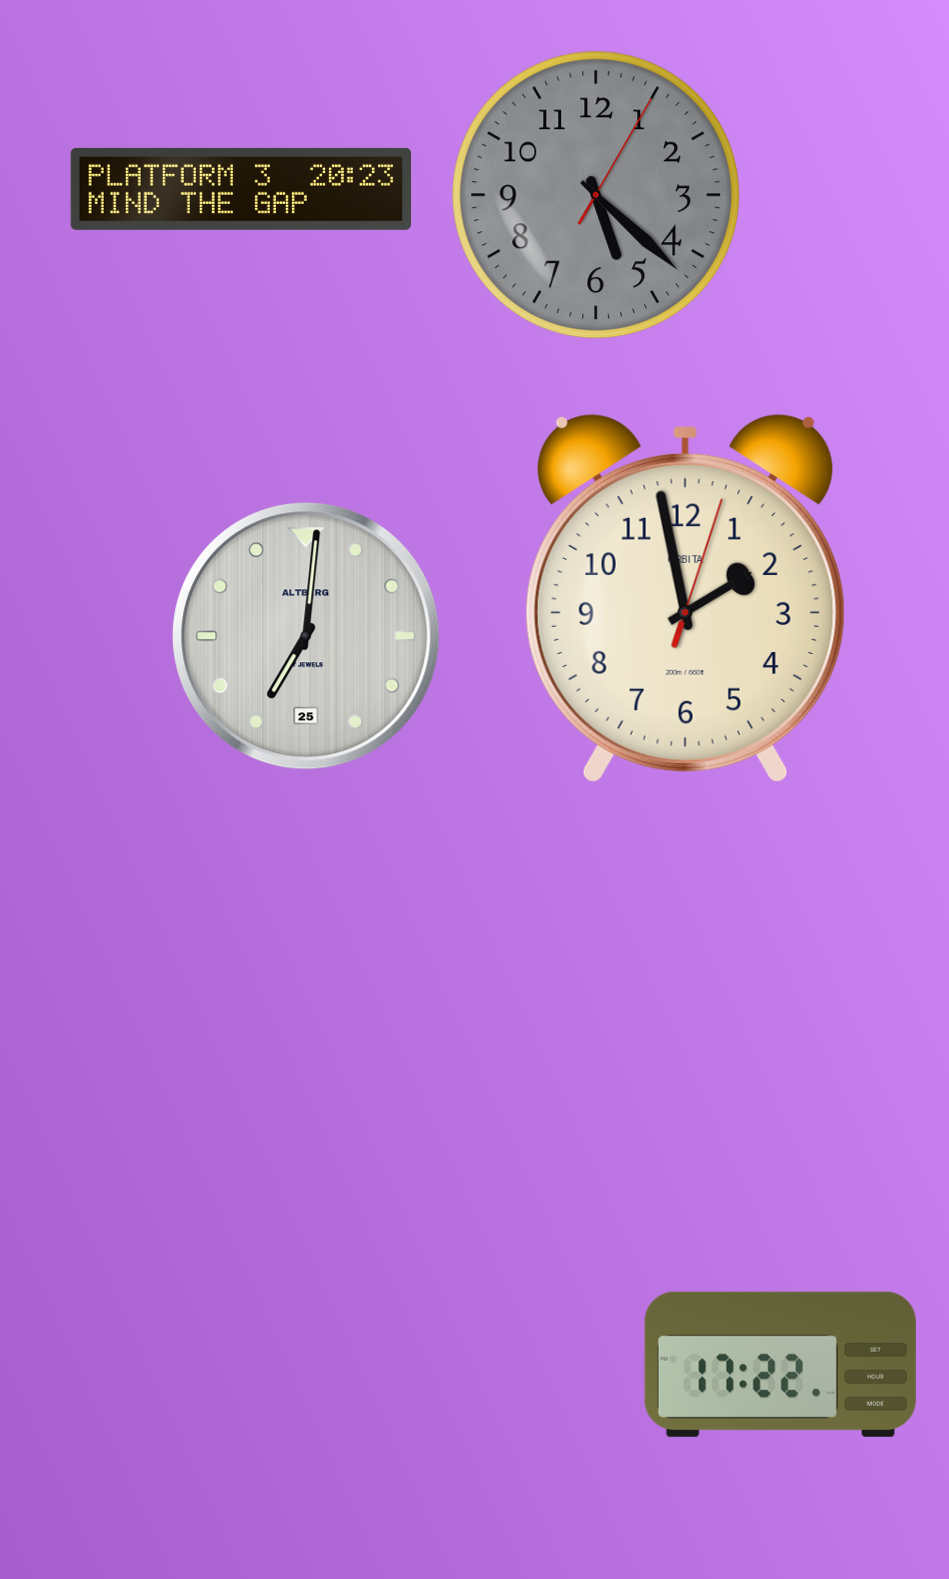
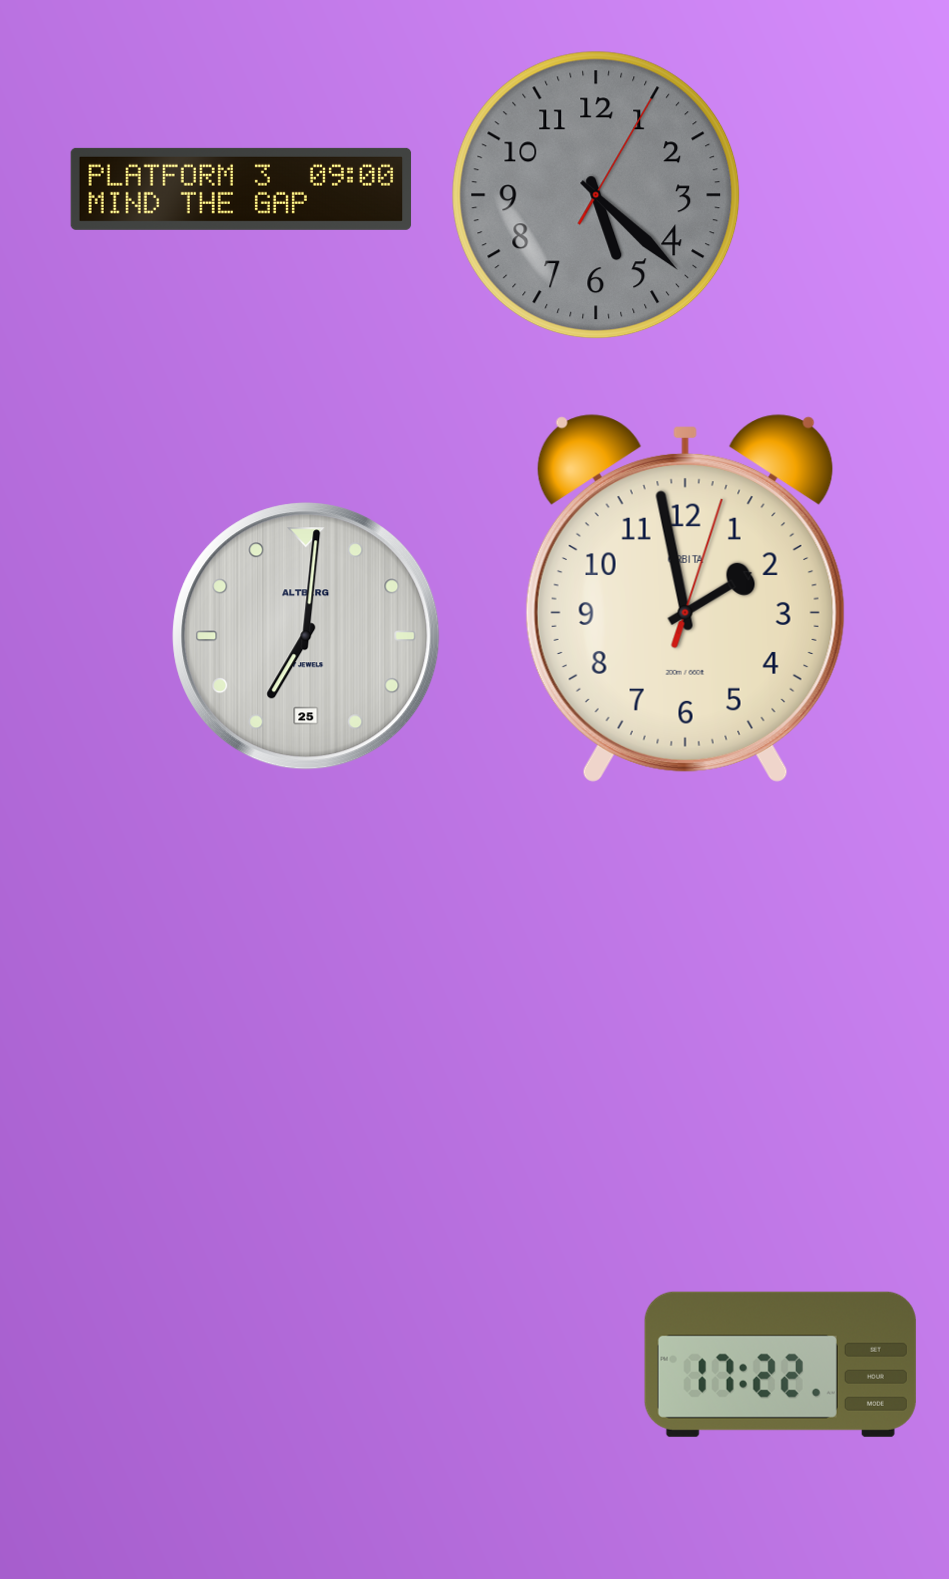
clock at (241, 189): 20:23 -> 09:00
